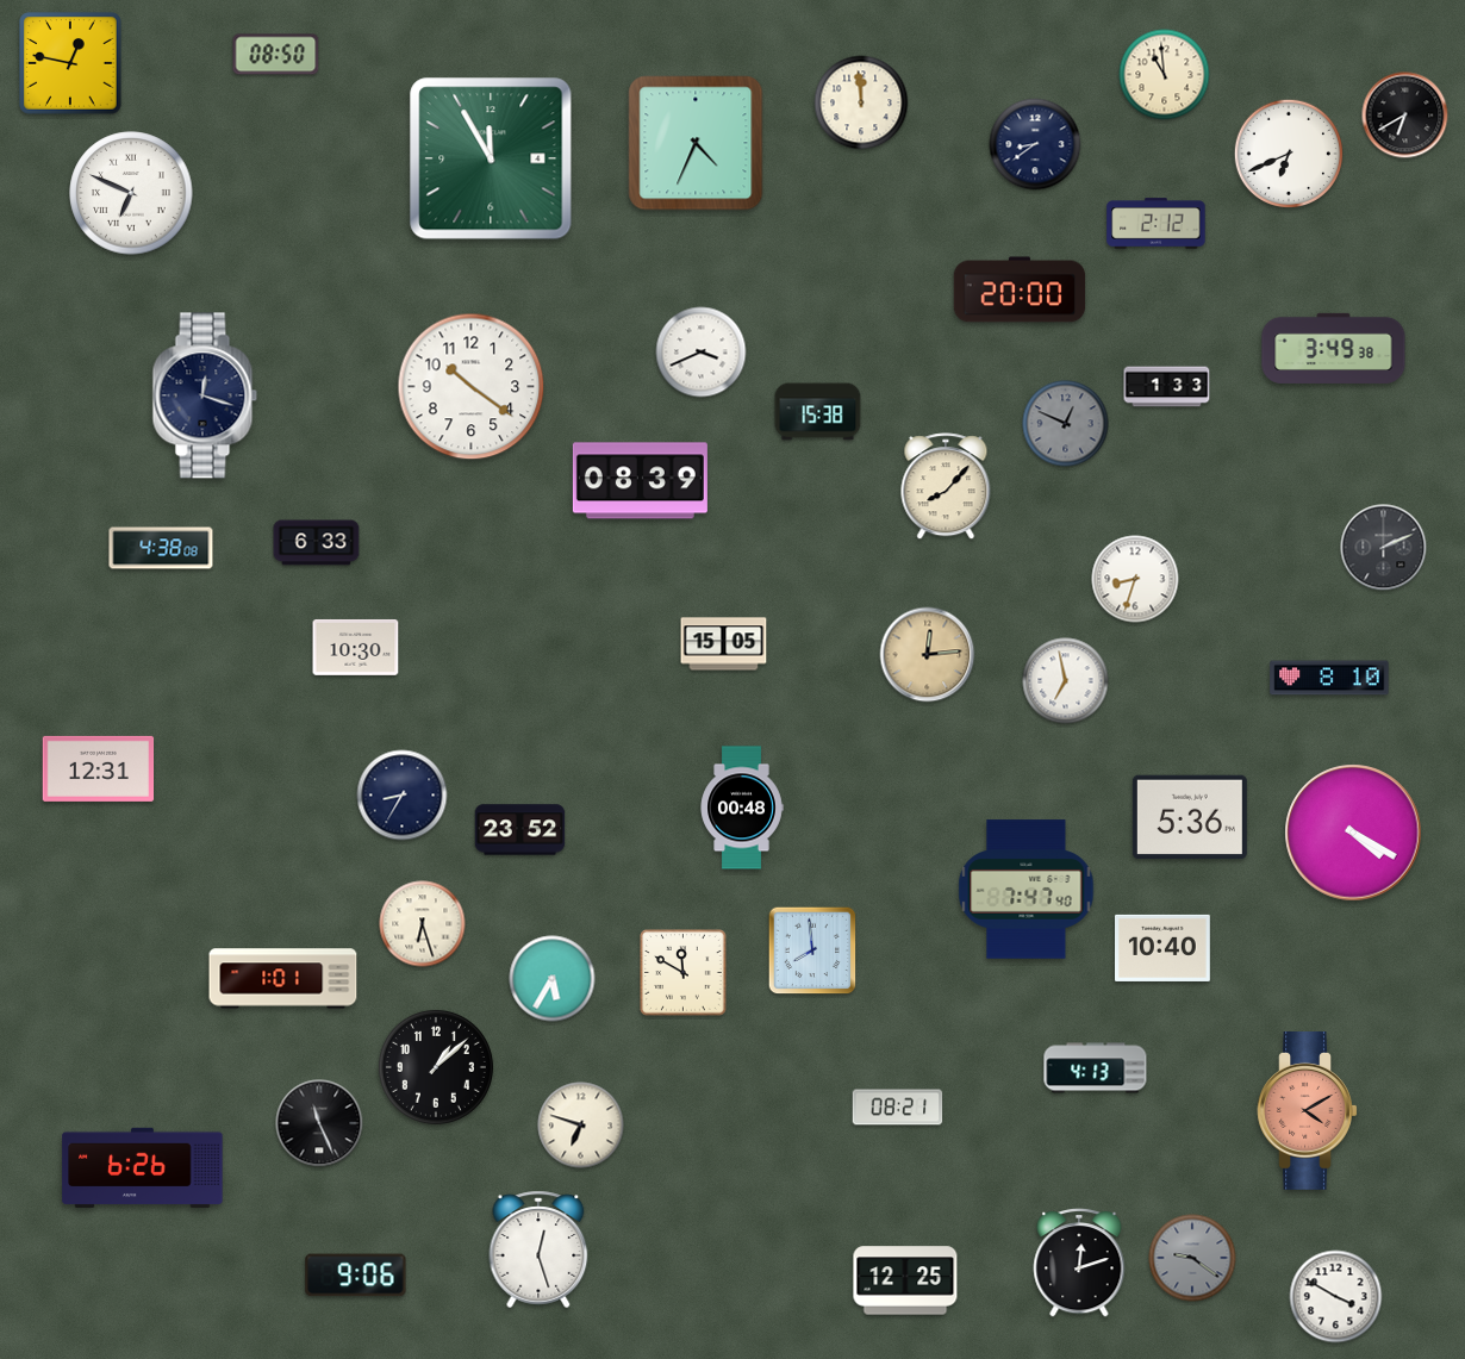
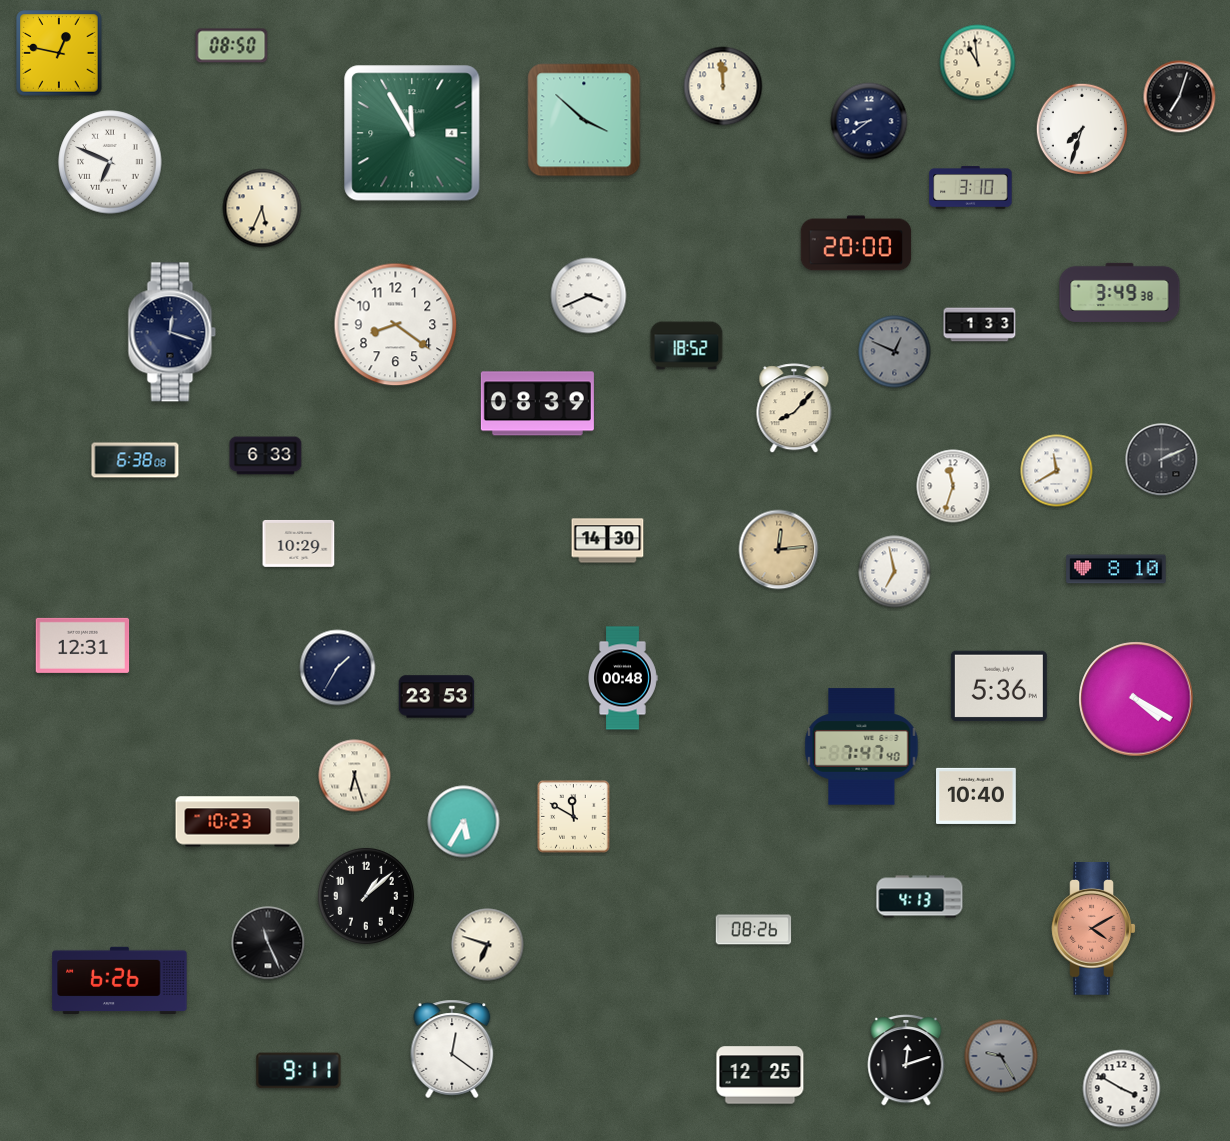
clock at (1405, 116): 6:40 -> 7:03
clock at (696, 143): 4:34 -> 3:52
clock at (1289, 154): 6:41 -> 7:33
clock at (1157, 224): 2:12 -> 3:10
clock at (262, 208): none -> 5:34
clock at (472, 387): 10:21 -> 8:21
clock at (818, 412): 15:38 -> 18:52
clock at (1066, 424) position: (1066, 424) -> (895, 352)
clock at (161, 548): 4:38 -> 6:38
clock at (1057, 471): none -> 11:40
clock at (1135, 579): 8:33 -> 11:33
clock at (724, 644): 15:05 -> 14:30
clock at (356, 647): 10:30 -> 10:29
clock at (403, 796): 8:35 -> 1:35
clock at (520, 830): 23:52 -> 23:53
clock at (812, 950): 7:59 -> none
clock at (283, 979): 1:01 -> 10:23
clock at (898, 1108): 08:21 -> 08:26
clock at (1308, 1111) position: (1308, 1111) -> (1094, 929)
clock at (538, 1249): 12:27 -> 12:21
clock at (1192, 1258): 9:21 -> 9:25
clock at (356, 1276): 9:06 -> 9:11
